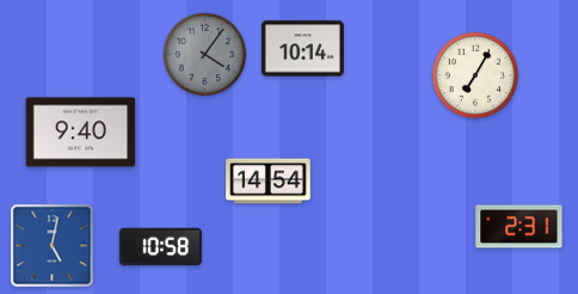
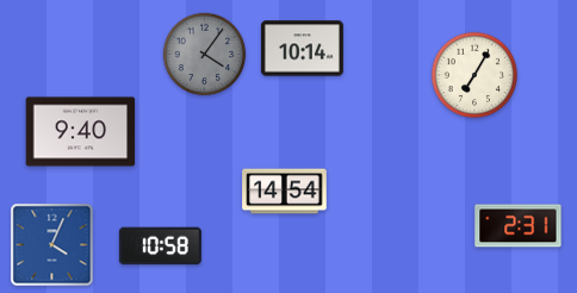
clock at (269, 182) position: (269, 182) -> (285, 192)
clock at (53, 246): 5:02 -> 4:04
